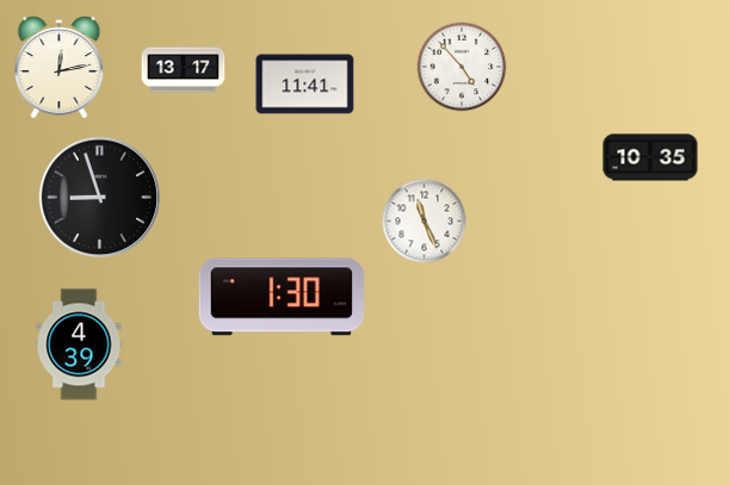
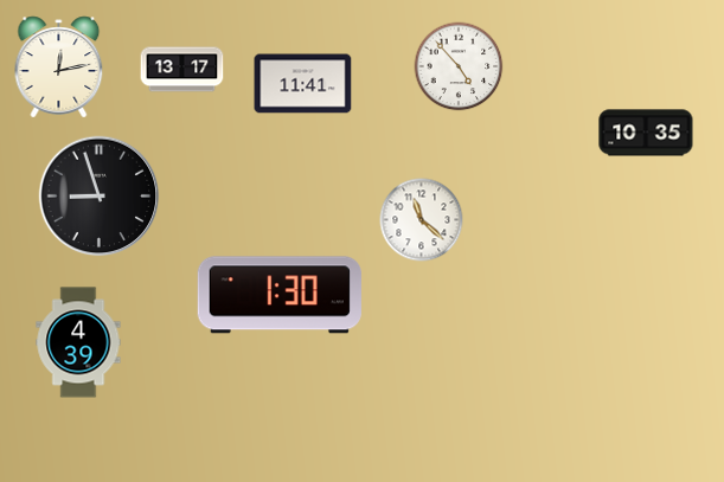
clock at (650, 157) position: (650, 157) -> (646, 133)
clock at (425, 222): 11:26 -> 11:22
